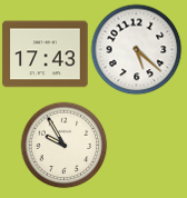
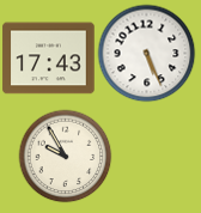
clock at (136, 49): 5:22 -> 5:26
clock at (63, 145) position: (63, 145) -> (65, 156)
